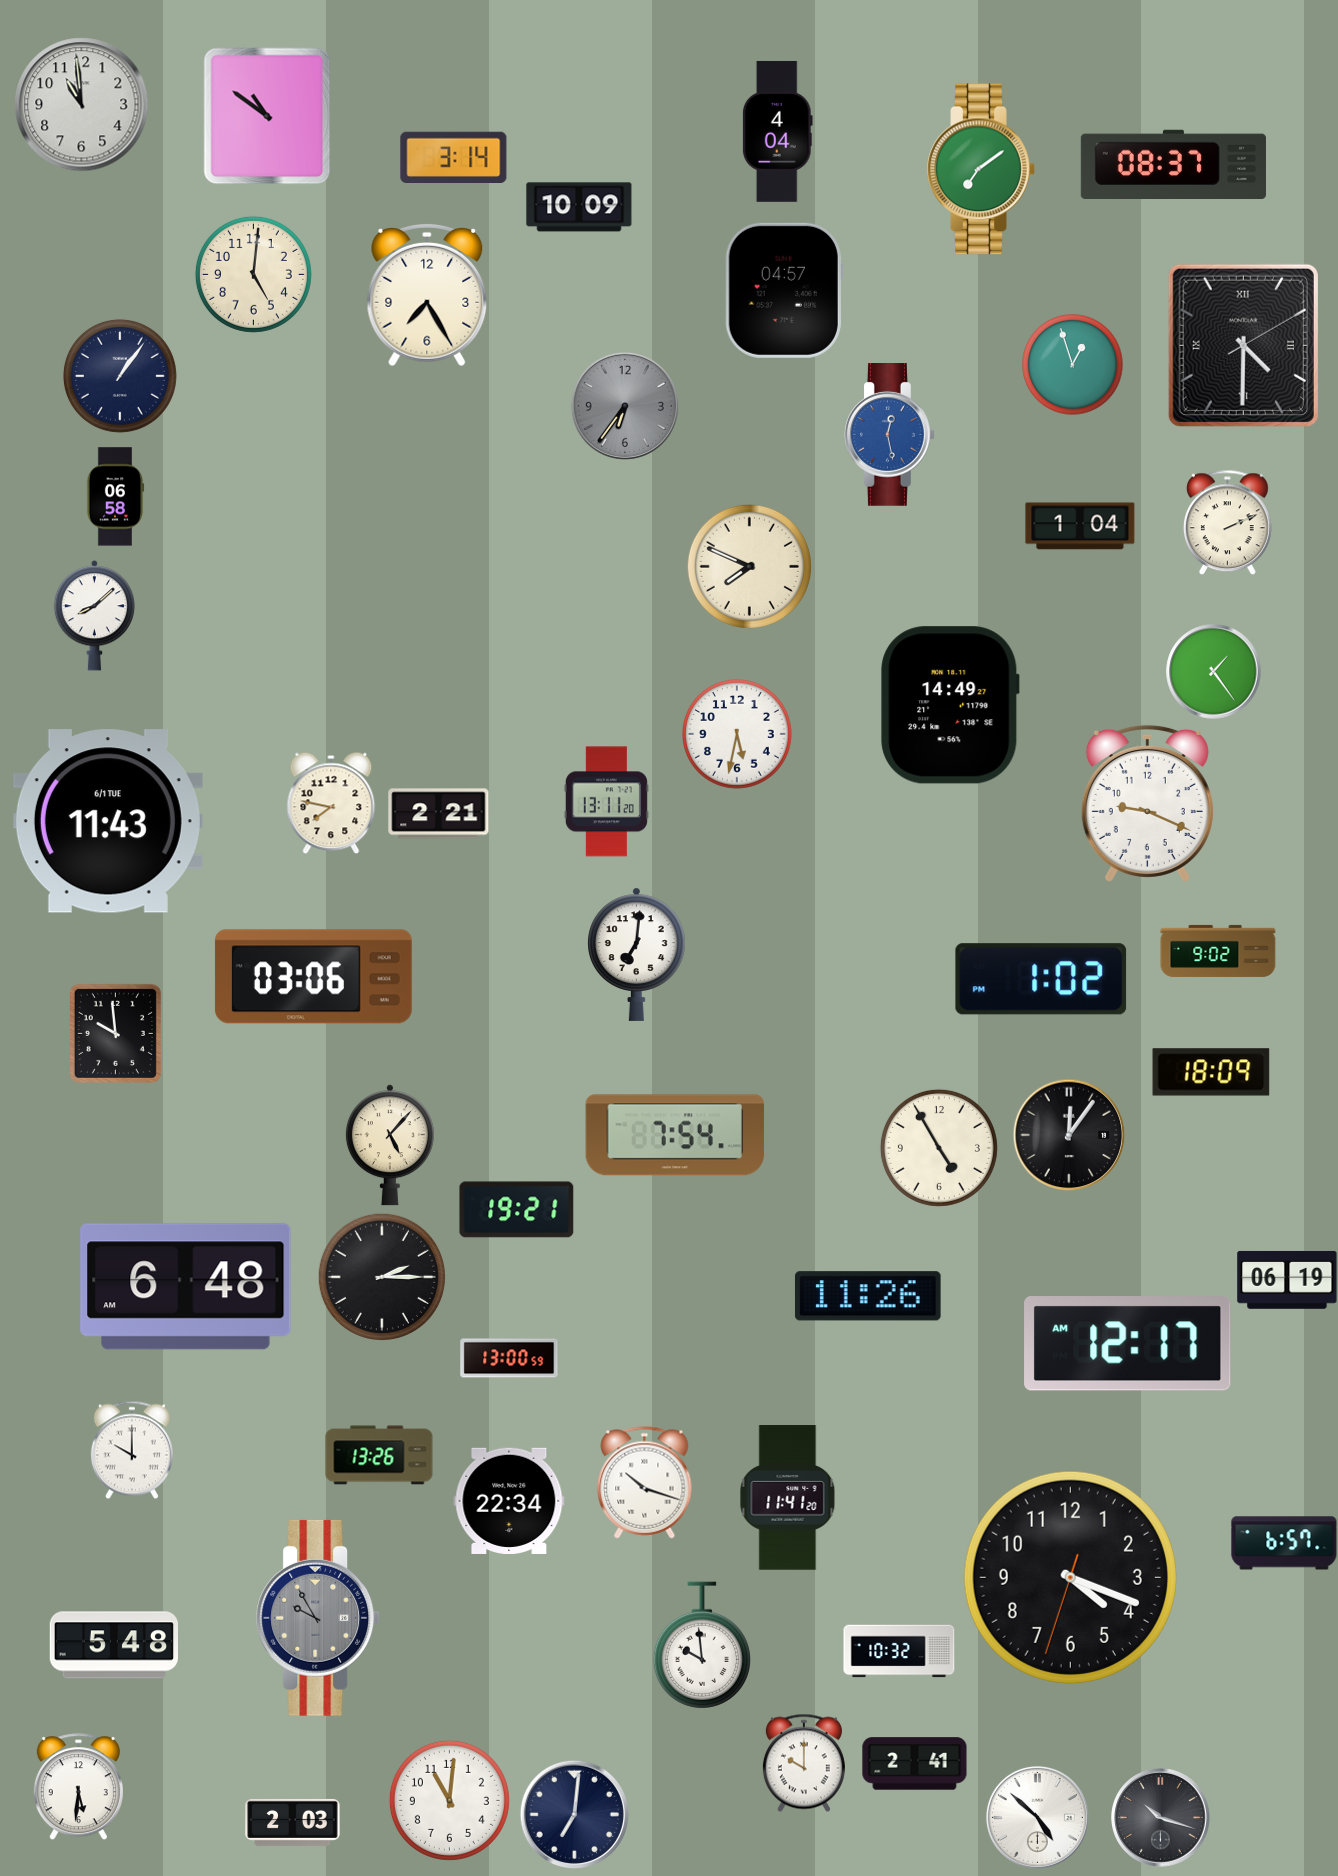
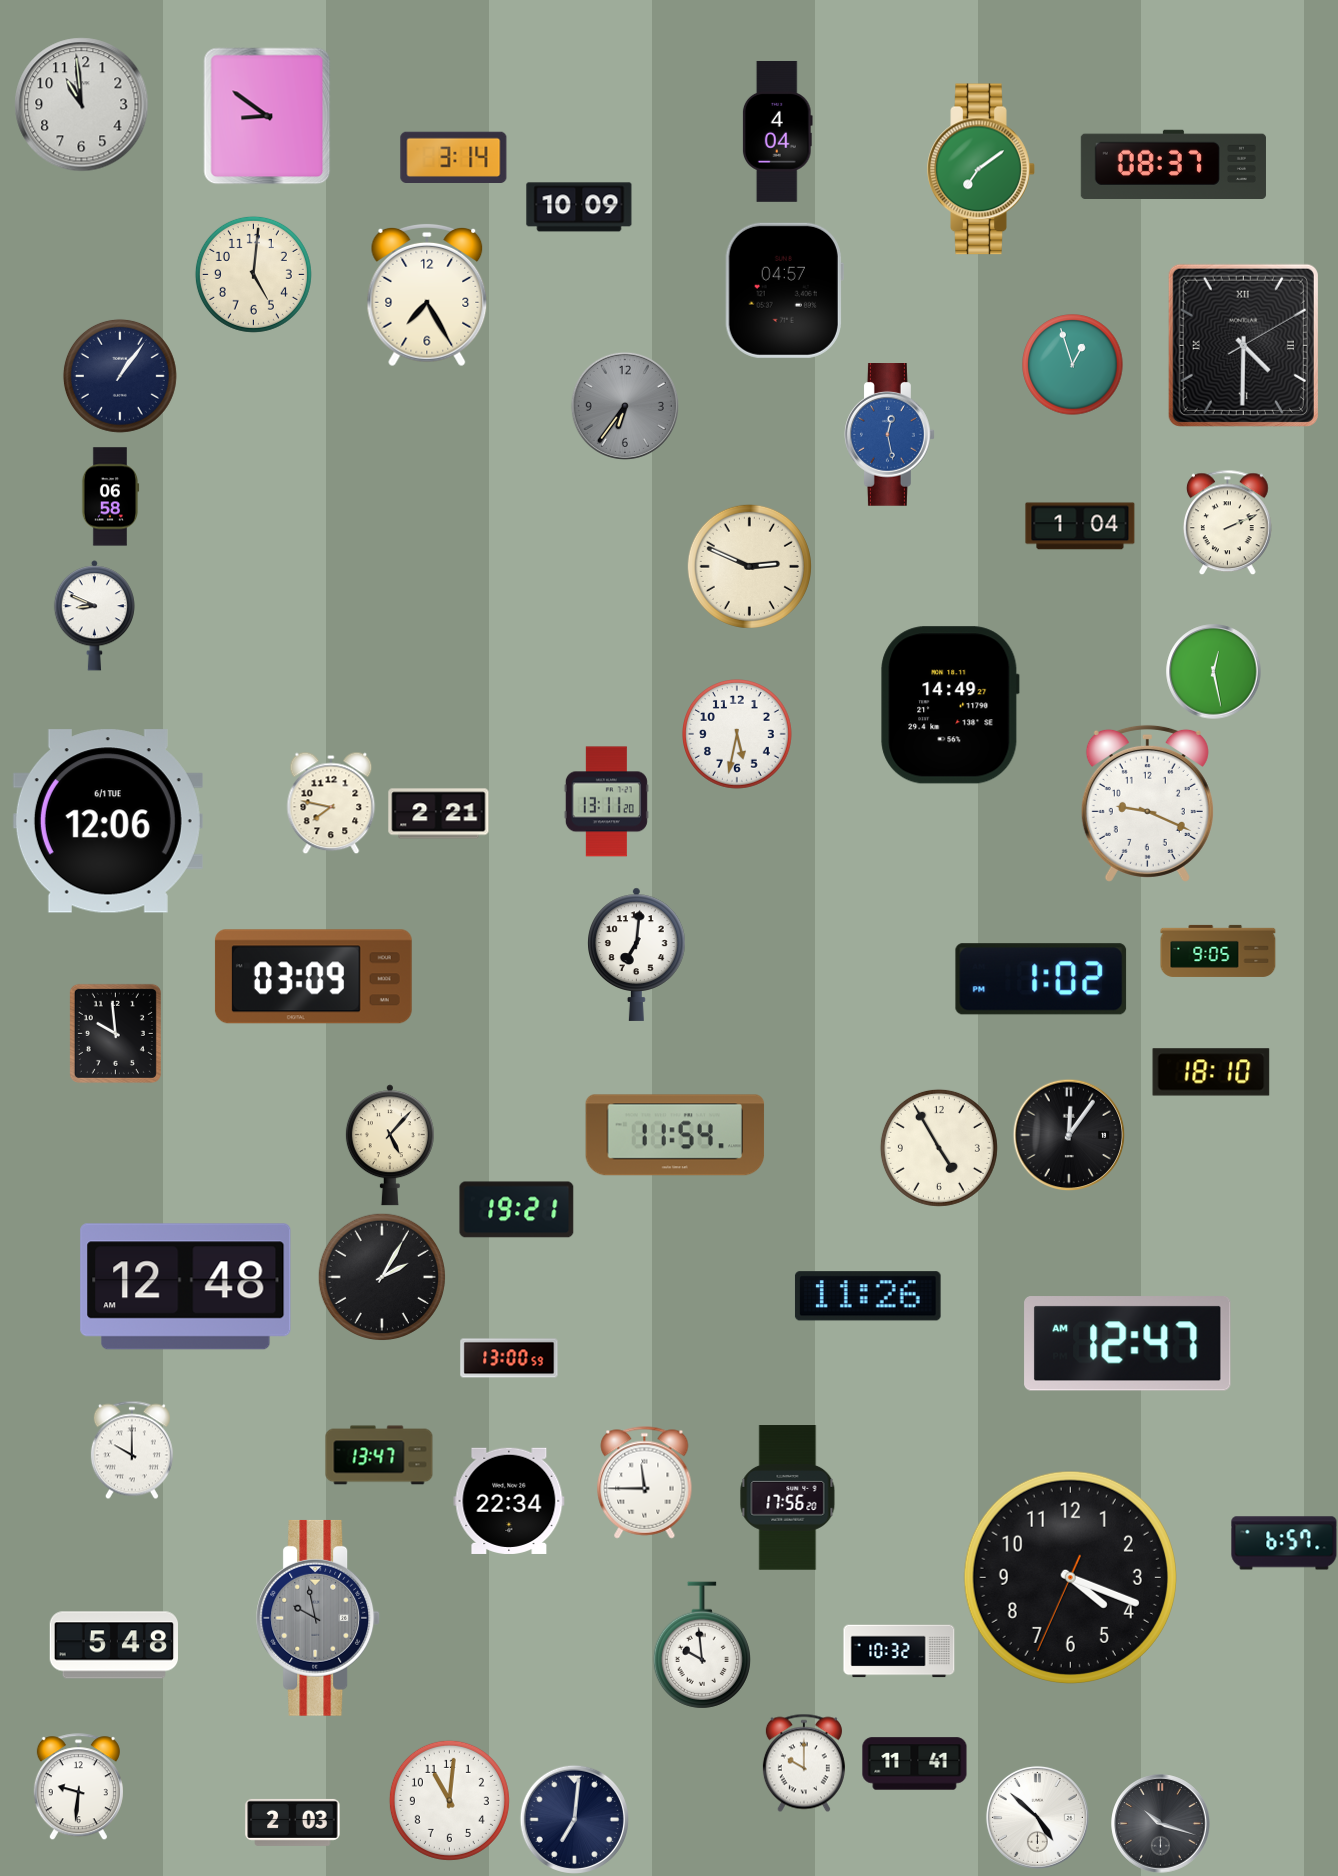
clock at (267, 116): 10:51 -> 8:51
clock at (115, 497) position: (115, 497) -> (110, 497)
clock at (749, 566): 7:49 -> 2:49
clock at (94, 616): 8:08 -> 8:49
clock at (1214, 672): 1:24 -> 12:28
clock at (108, 821): 11:43 -> 12:06
clock at (1218, 951): 9:02 -> 9:05
clock at (313, 977): 03:06 -> 03:09
clock at (1211, 1072): 18:09 -> 18:10
clock at (675, 1135): 7:54 -> 11:54
clock at (382, 1277): 2:15 -> 2:05
clock at (1287, 1280): 06:19 -> none
clock at (186, 1287): 6:48 -> 12:48
clock at (1128, 1344): 12:17 -> 12:47
clock at (379, 1455): 13:26 -> 13:47
clock at (645, 1483): 10:18 -> 11:45
clock at (788, 1498): 11:41 -> 17:56
clock at (1070, 1577): 4:18:33 -> 4:18:34
clock at (319, 1618): 9:55 -> 9:58
clock at (915, 1764): 2:41 -> 11:41
clock at (78, 1787): 5:31 -> 9:31
clock at (574, 1814) position: (574, 1814) -> (574, 1819)
clock at (1161, 1818) position: (1161, 1818) -> (1161, 1824)
